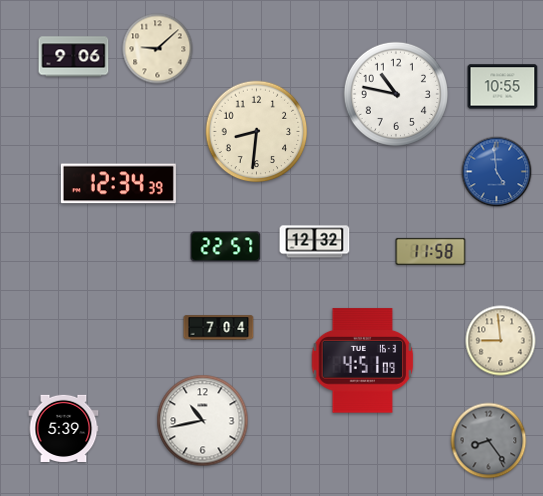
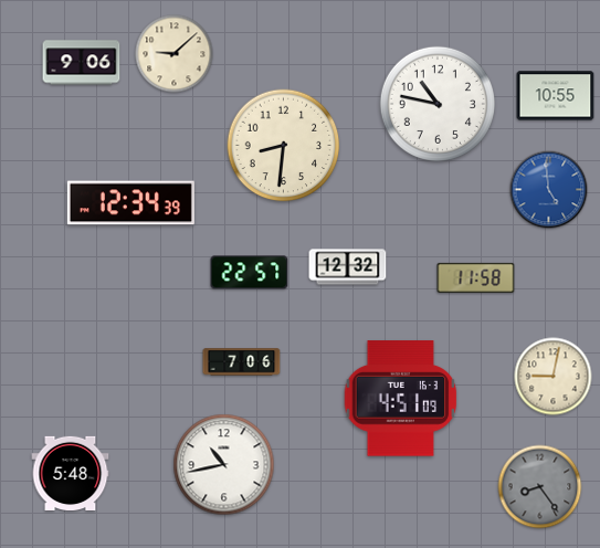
clock at (219, 328): 7:04 -> 7:06
clock at (501, 341): 8:59 -> 9:02
clock at (64, 428): 5:39 -> 5:48
